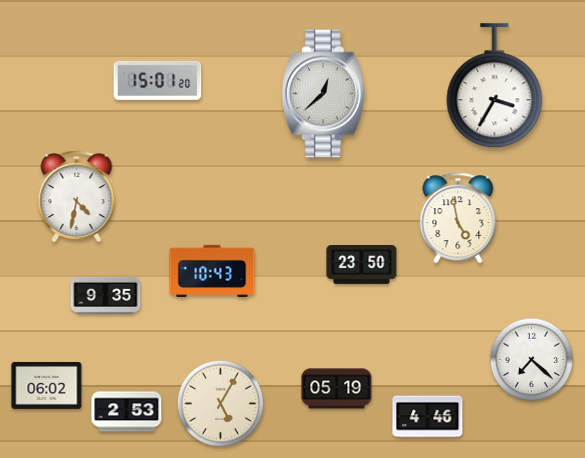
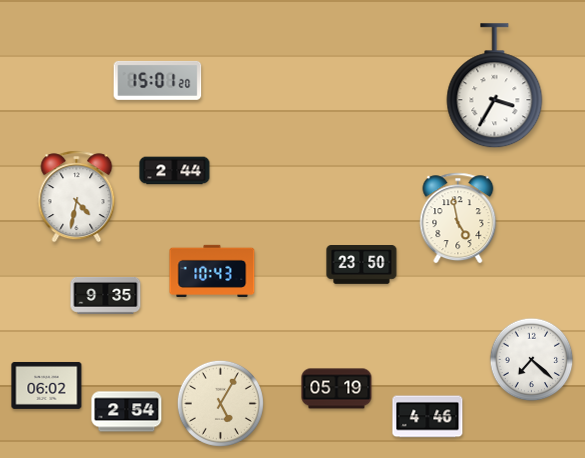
clock at (323, 94): 12:38 -> none
clock at (175, 171): none -> 2:44
clock at (127, 412): 2:53 -> 2:54
